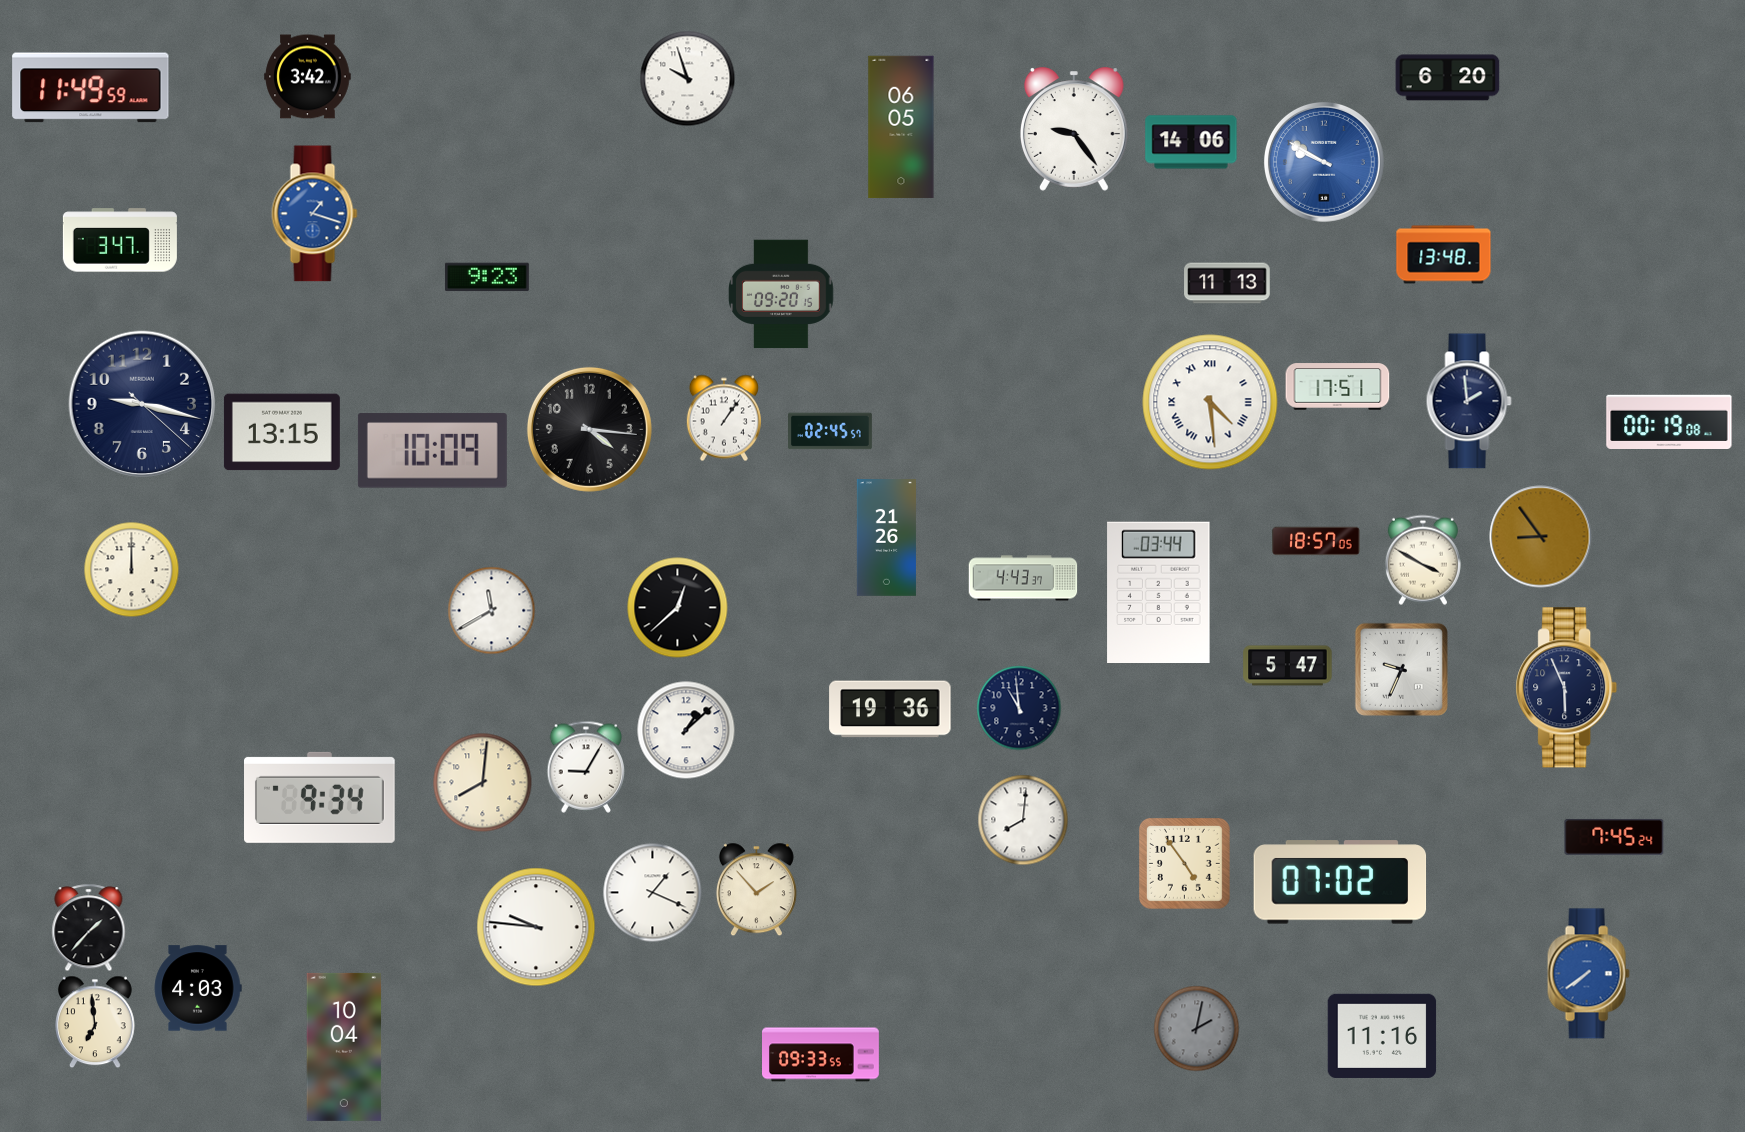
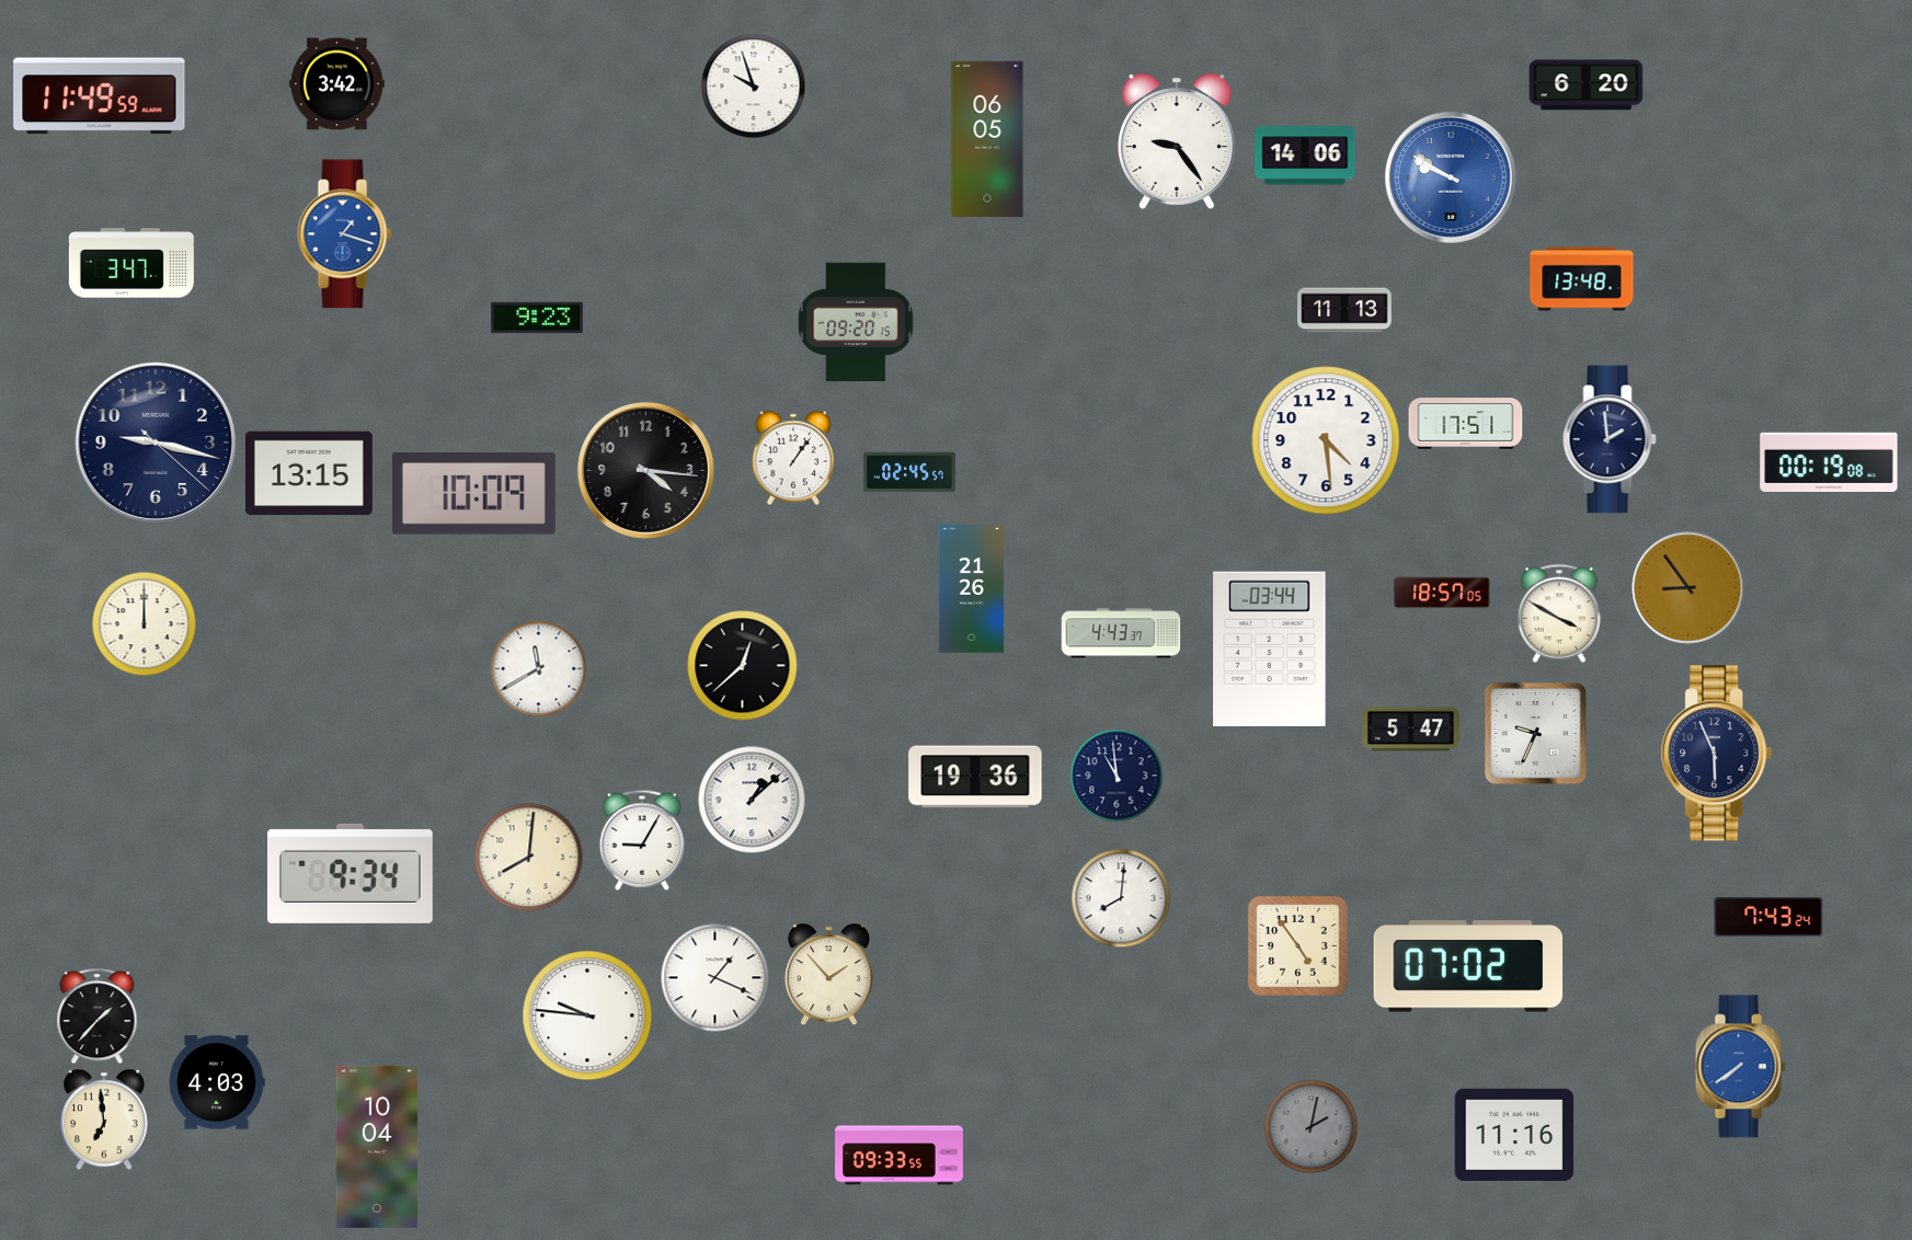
clock at (487, 277) position: (487, 277) -> (537, 318)
clock at (1210, 402) numerals: Roman -> Arabic
clock at (1614, 837): 7:45 -> 7:43
